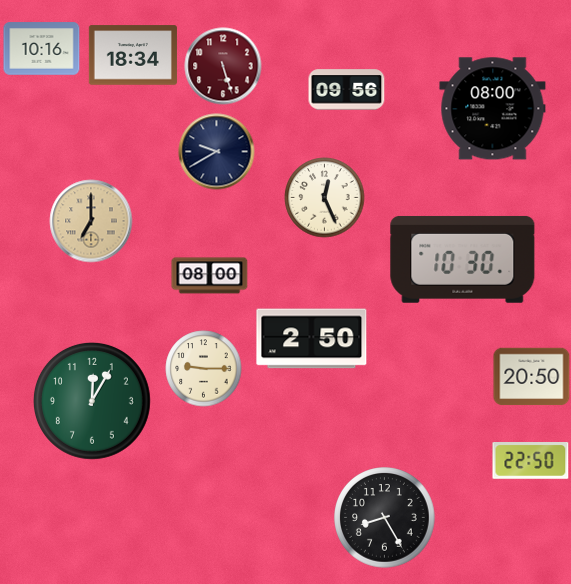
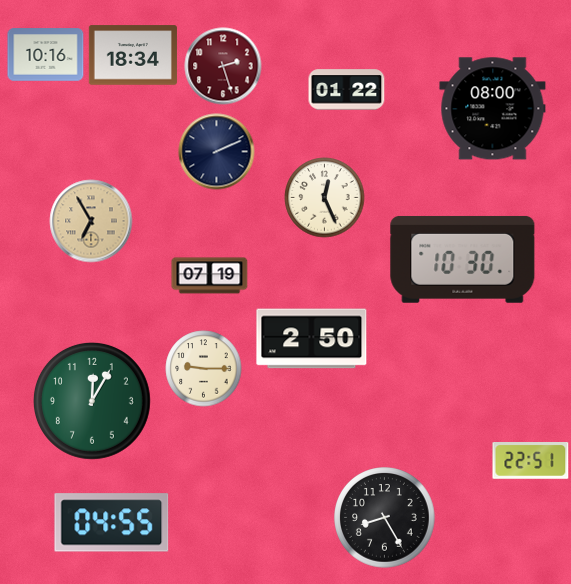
clock at (42, 49) position: (42, 49) -> (46, 55)
clock at (223, 66): 5:27 -> 2:27
clock at (347, 90): 09:56 -> 01:22
clock at (217, 152): 9:40 -> 2:11
clock at (91, 221): 7:00 -> 6:55
clock at (210, 276): 08:00 -> 07:19
clock at (532, 377): 20:50 -> none
clock at (531, 461): 22:50 -> 22:51
clock at (112, 523): none -> 04:55
